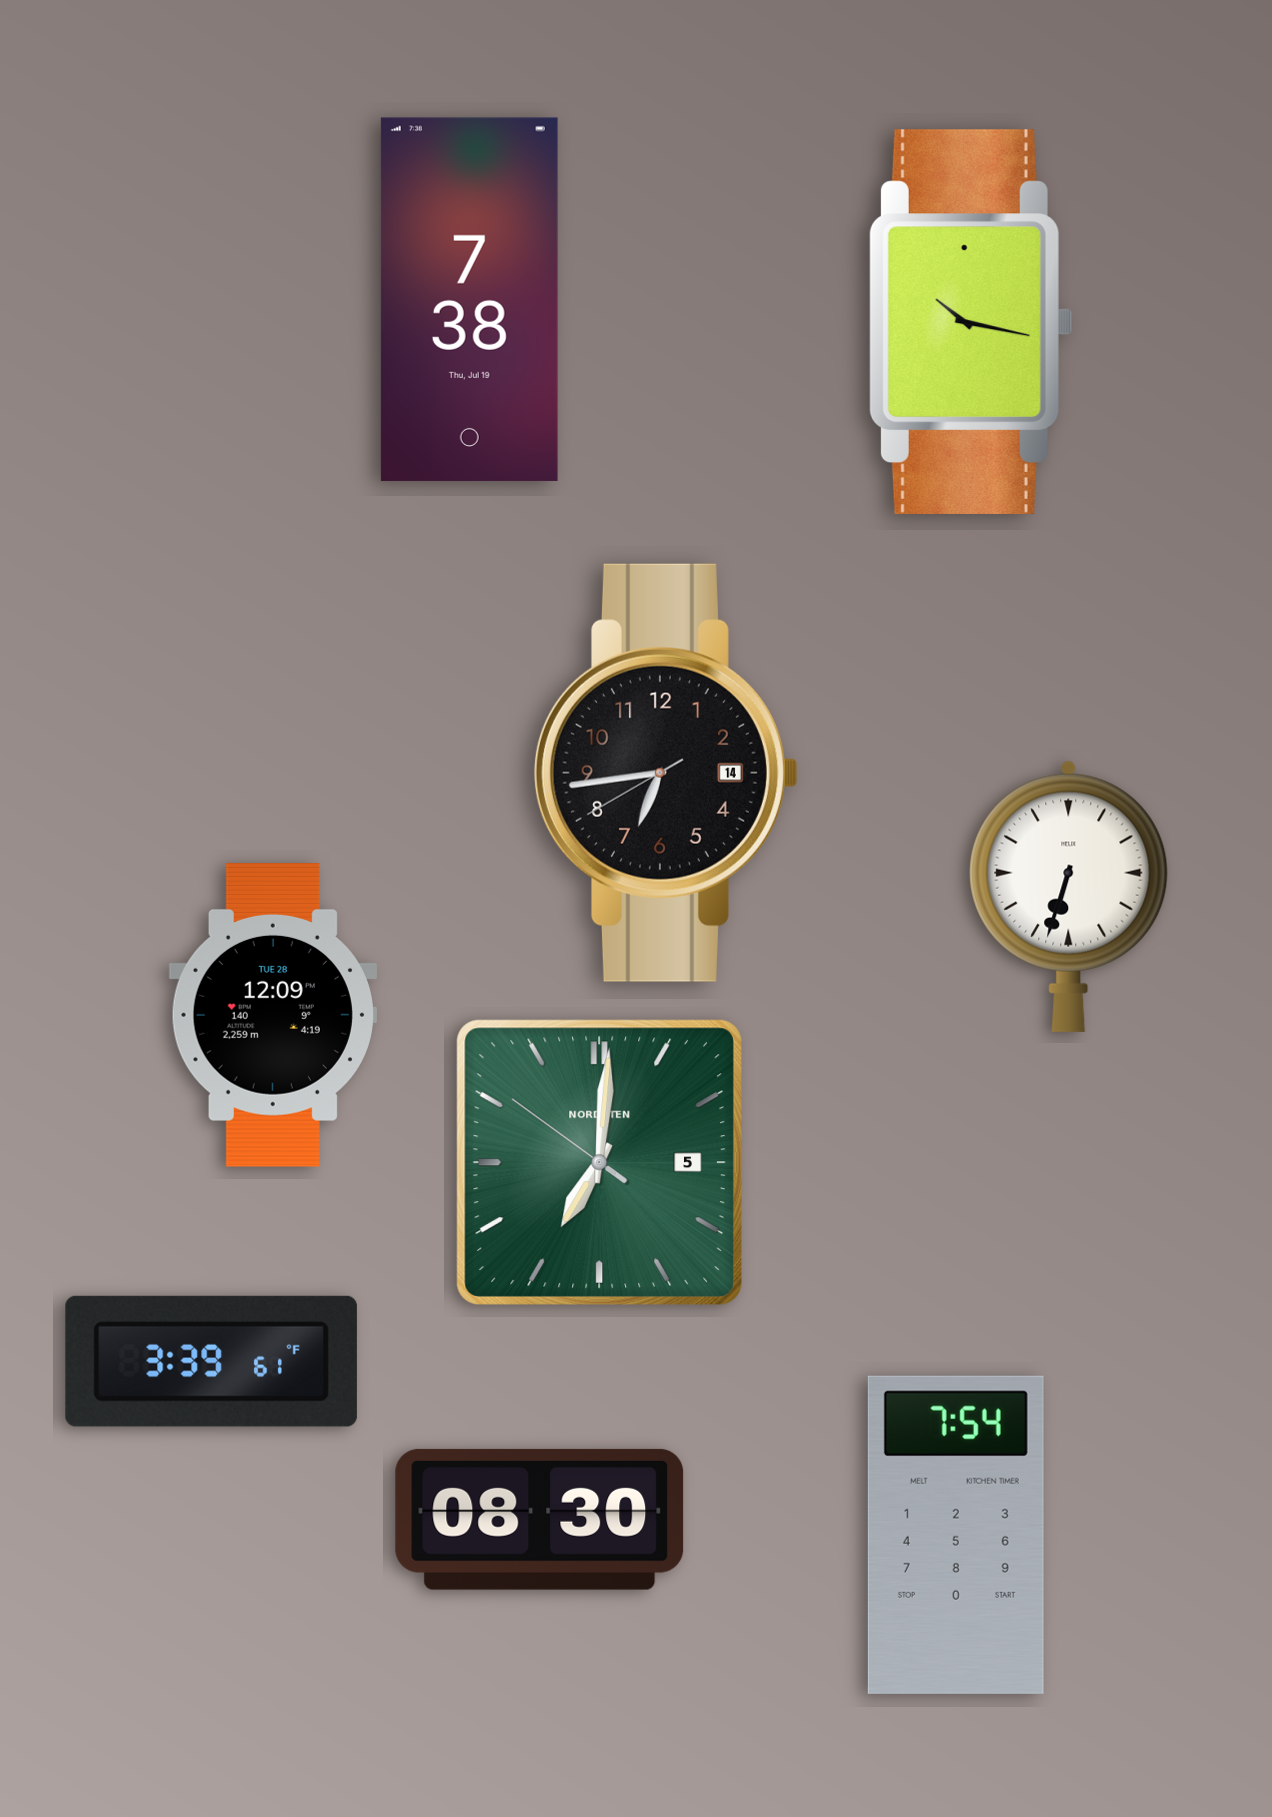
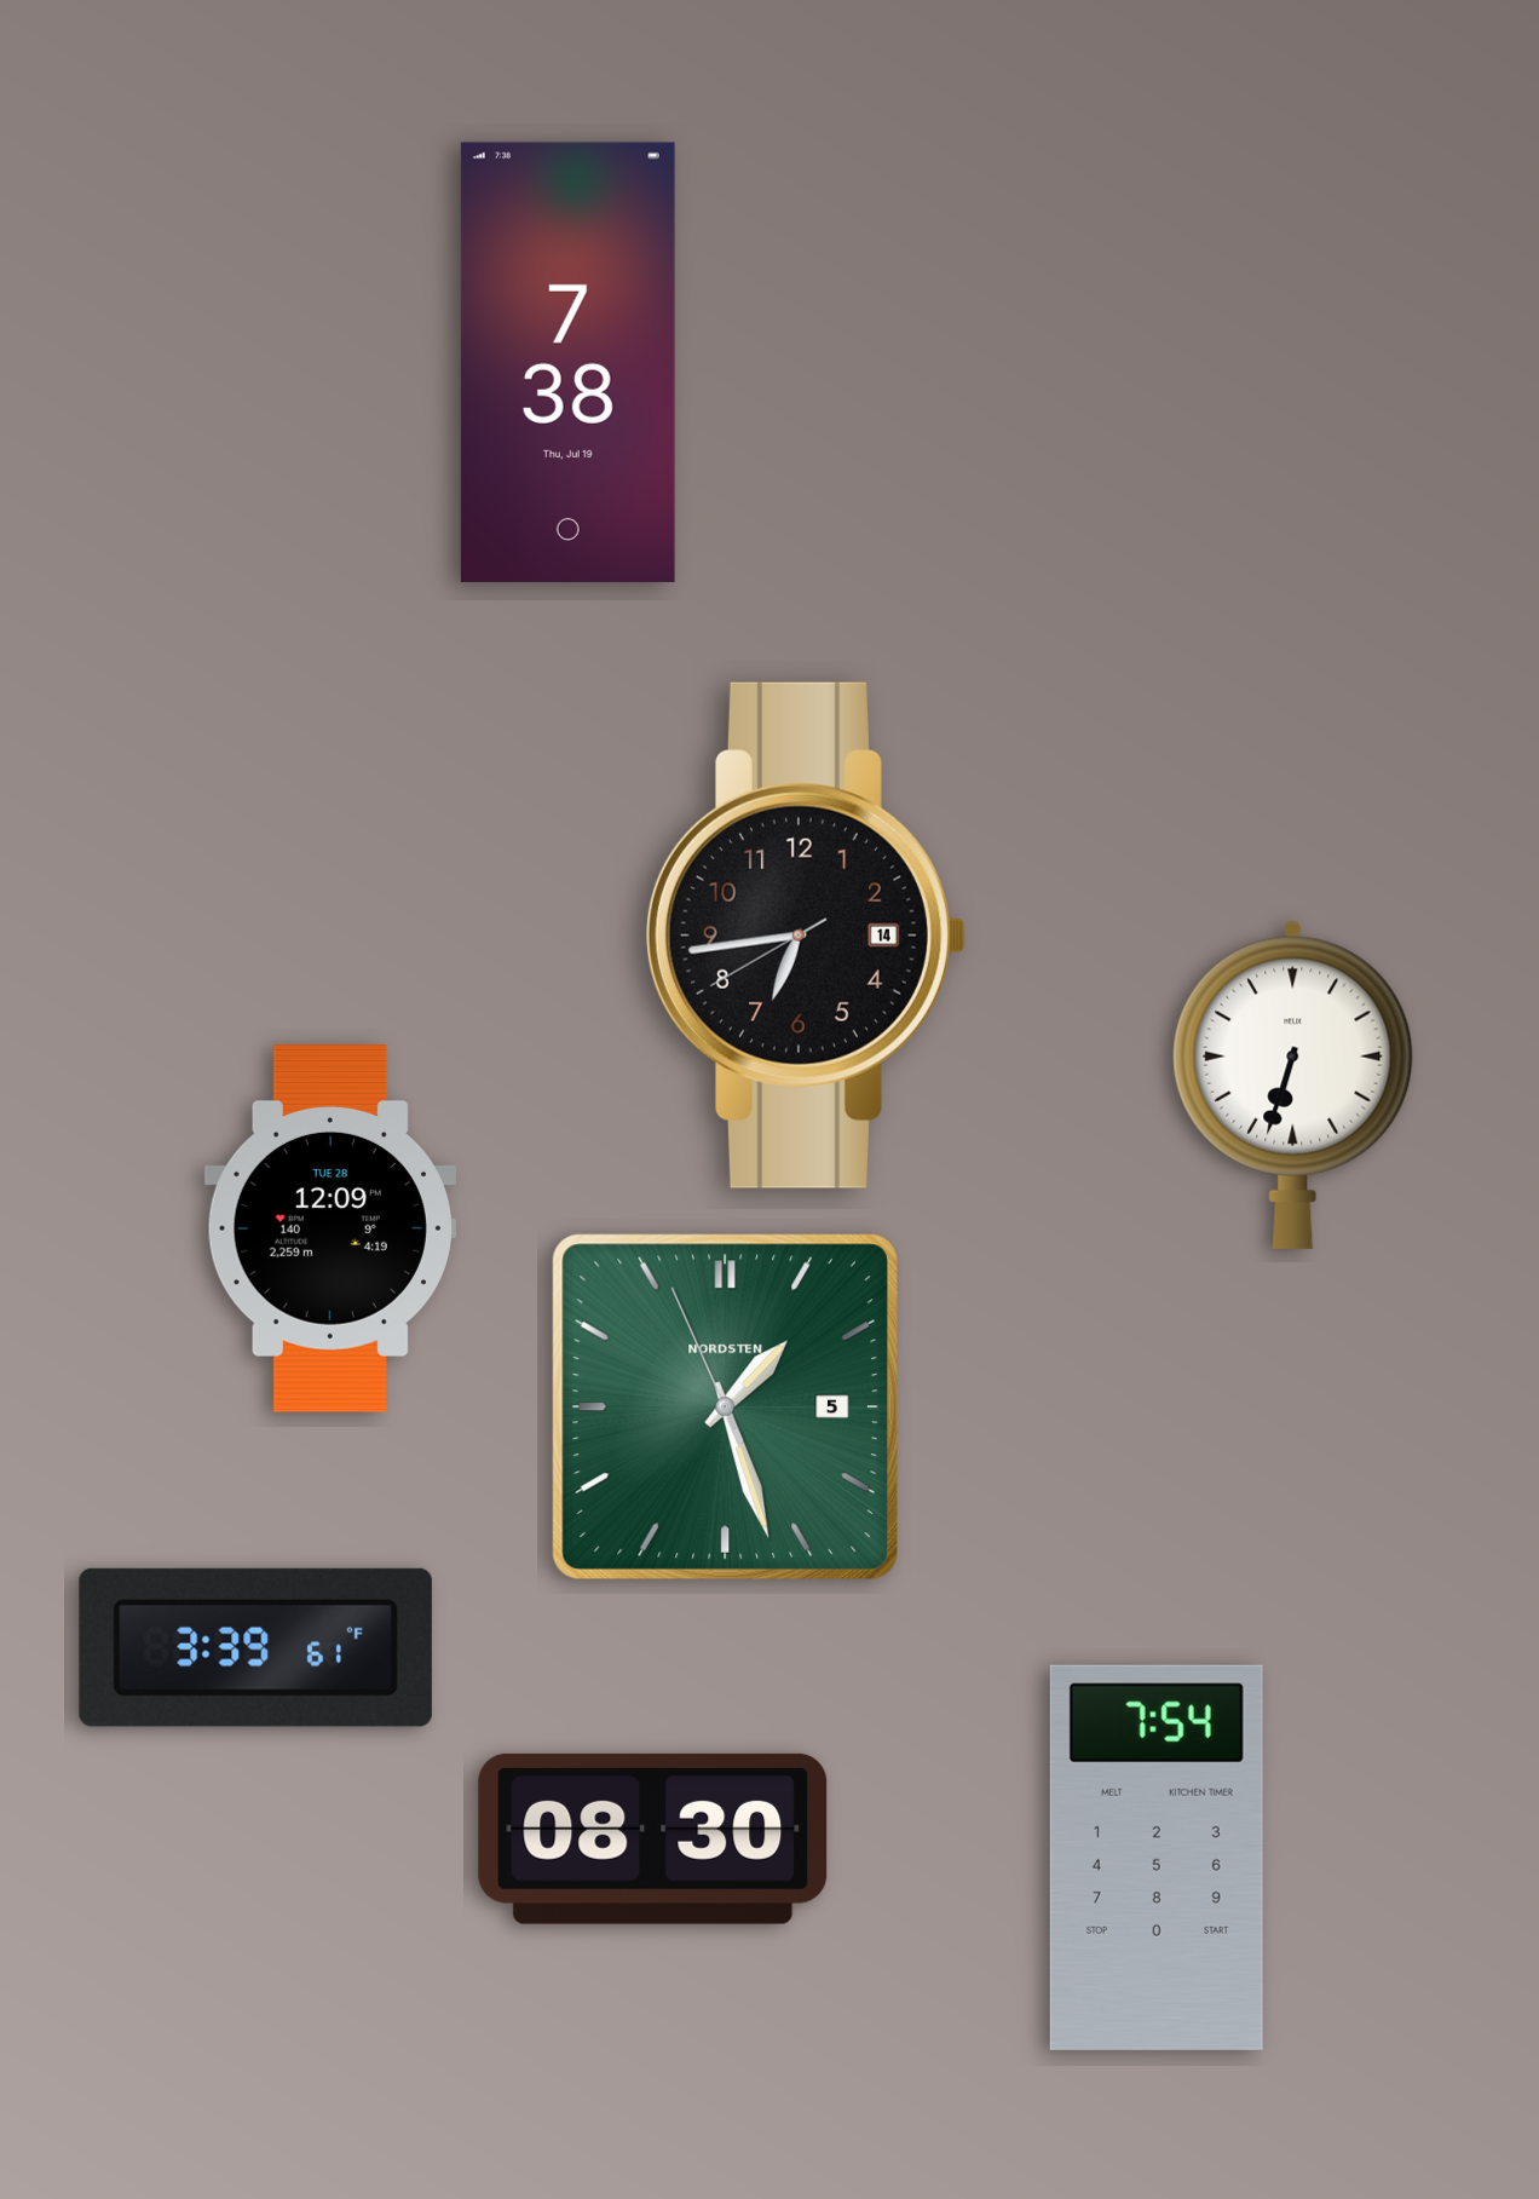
clock at (971, 322): 10:17 -> none
clock at (599, 1162): 7:00 -> 1:26
